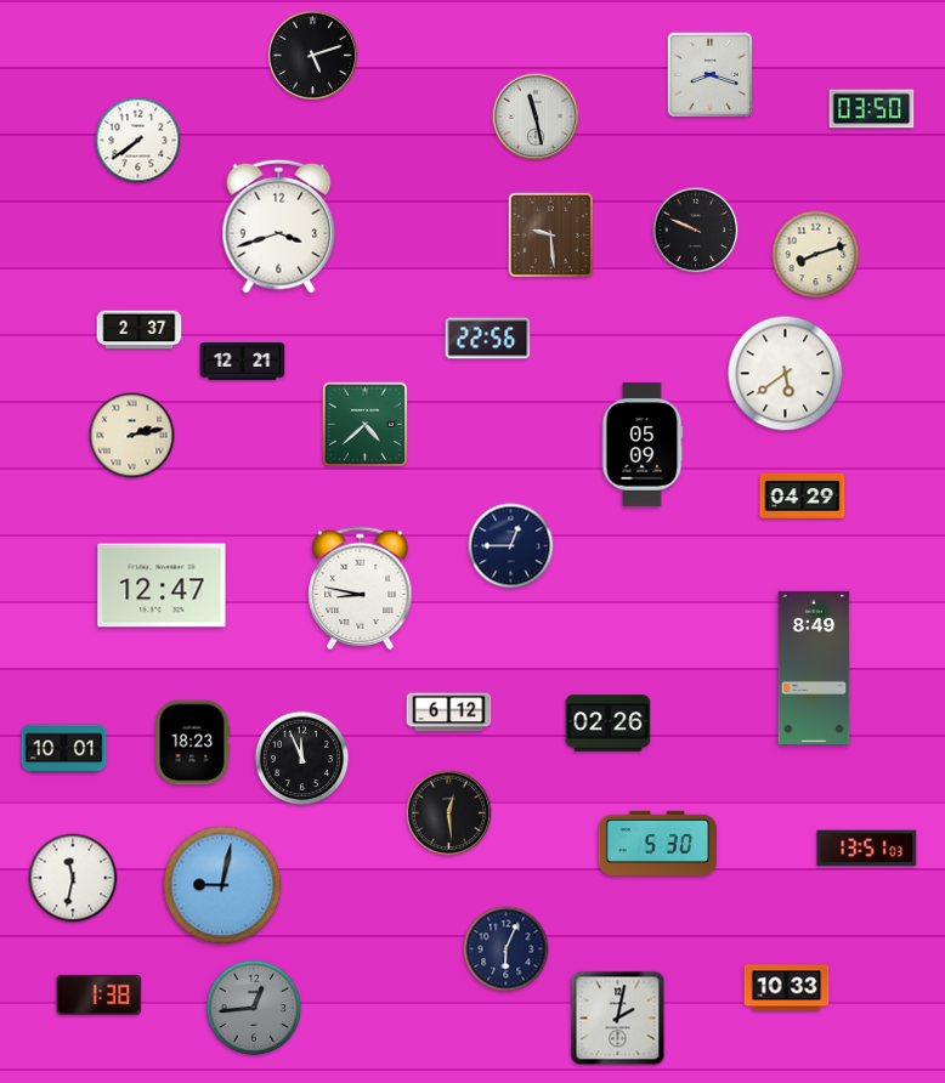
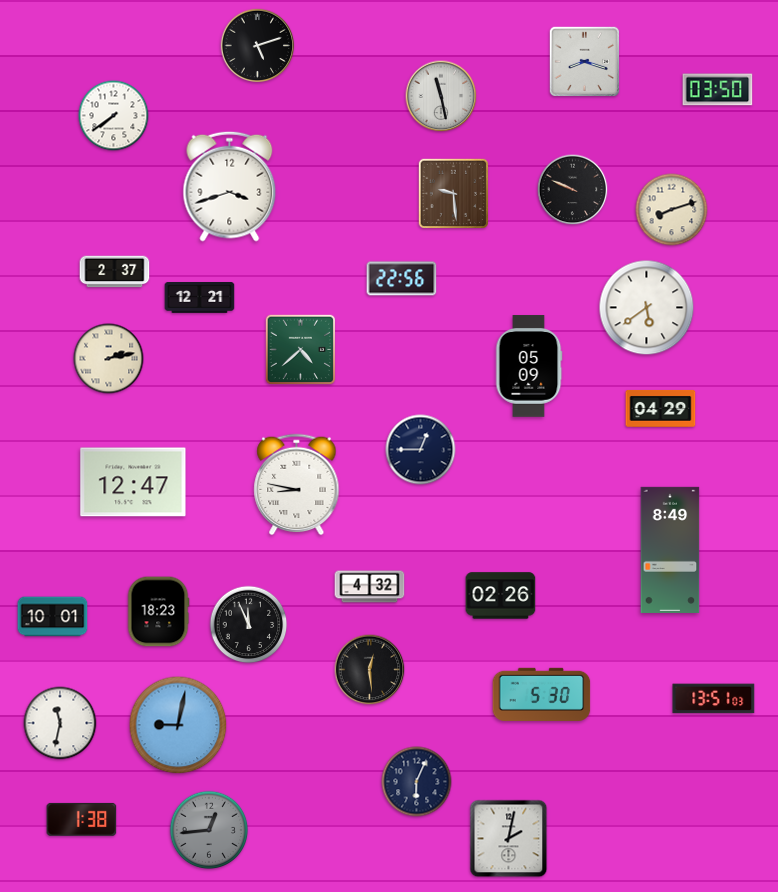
clock at (449, 713): 6:12 -> 4:32
clock at (222, 885) position: (222, 885) -> (178, 725)
clock at (787, 988): 10:33 -> none
